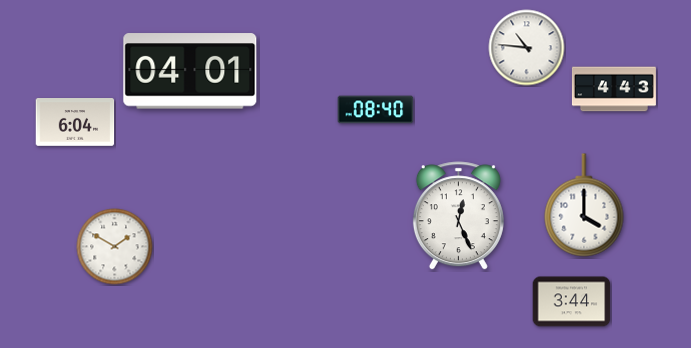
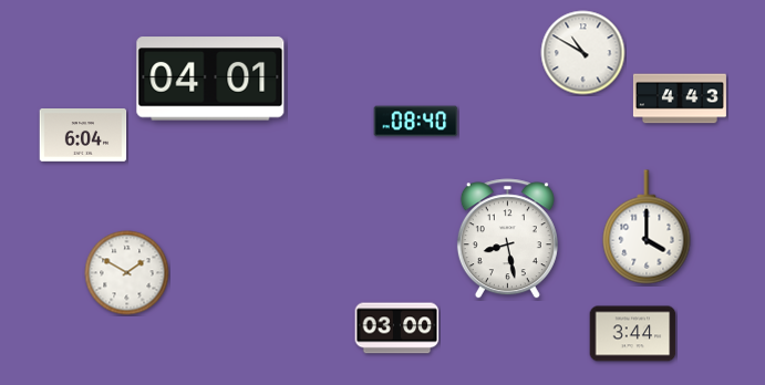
clock at (527, 48): 10:46 -> 10:50
clock at (458, 216): 12:26 -> 8:28
clock at (397, 329): none -> 03:00
